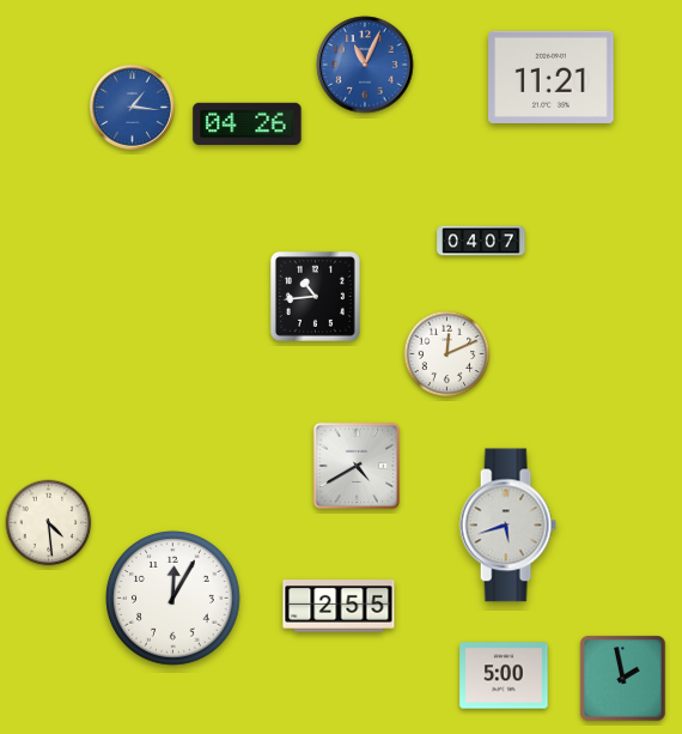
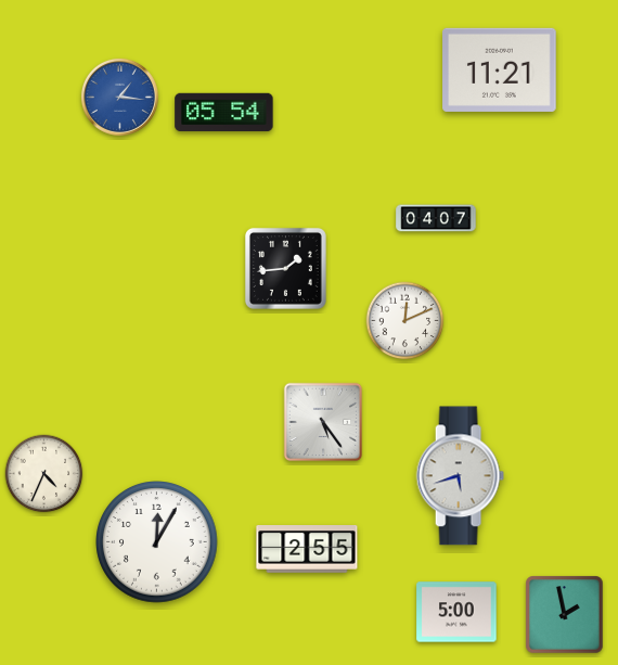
clock at (365, 65): 11:04 -> none
clock at (248, 125): 04:26 -> 05:54
clock at (315, 296): 10:44 -> 1:44
clock at (357, 466): 4:40 -> 5:24
clock at (49, 523): 4:29 -> 4:34
